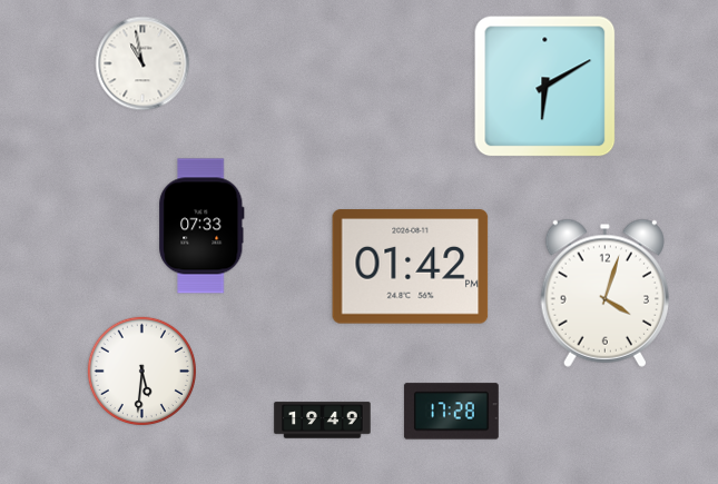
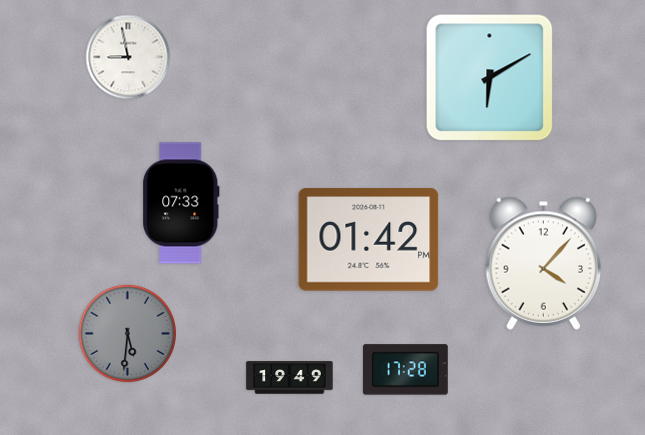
clock at (142, 63): 10:58 -> 8:58
clock at (604, 293): 4:03 -> 4:07
clock at (141, 371) dial: white -> grey
